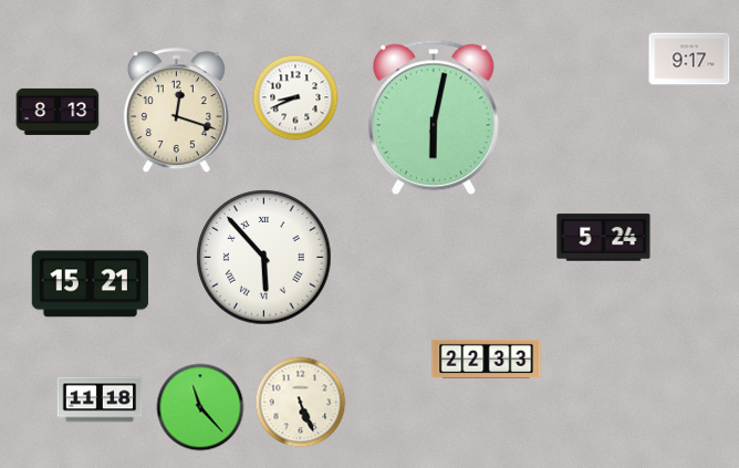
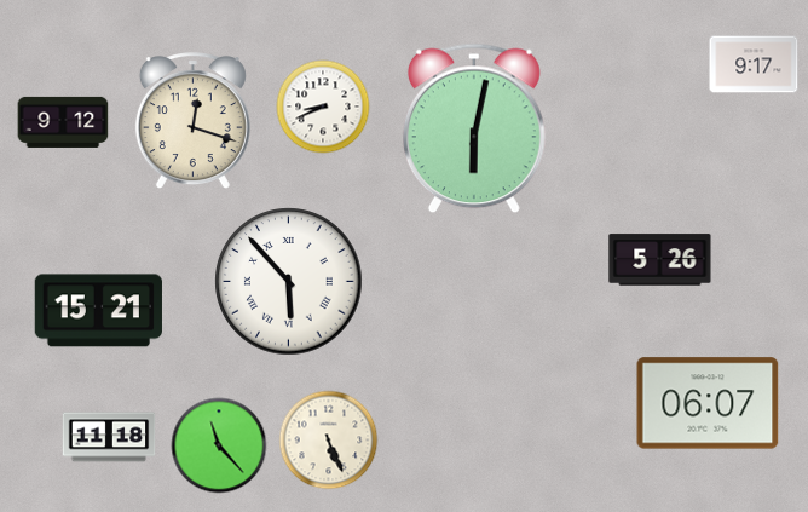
clock at (58, 112): 8:13 -> 9:12
clock at (604, 238): 5:24 -> 5:26
clock at (487, 358): 22:33 -> none
clock at (708, 403): none -> 06:07
